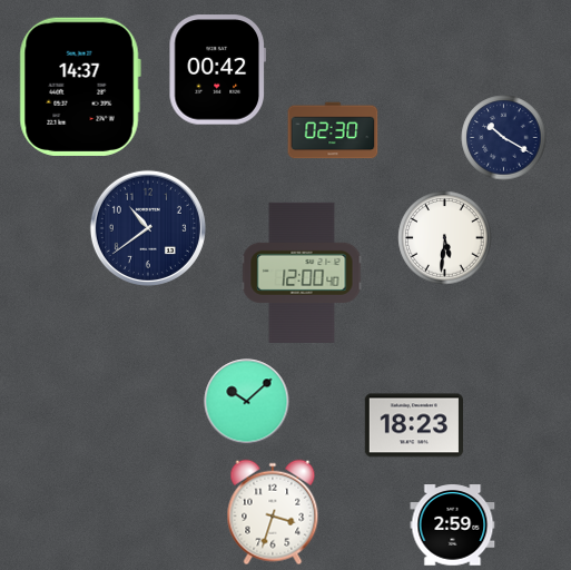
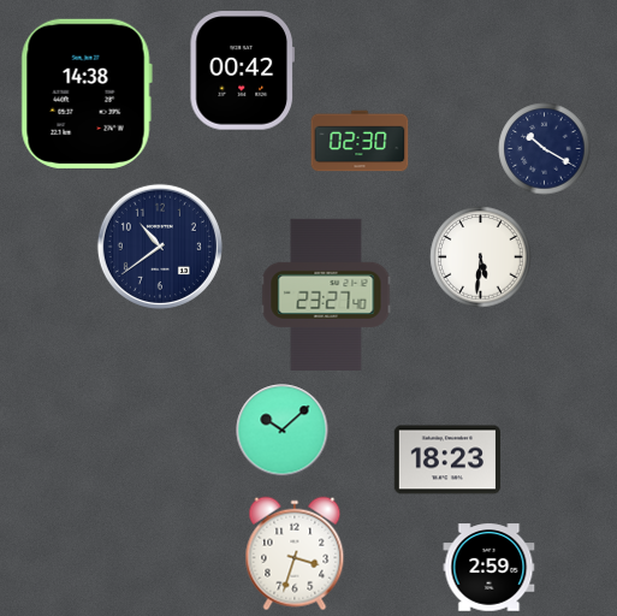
clock at (217, 70) position: (217, 70) -> (242, 71)
clock at (80, 87): 14:37 -> 14:38
clock at (302, 273): 12:00 -> 23:27
clock at (247, 402) position: (247, 402) -> (283, 431)
